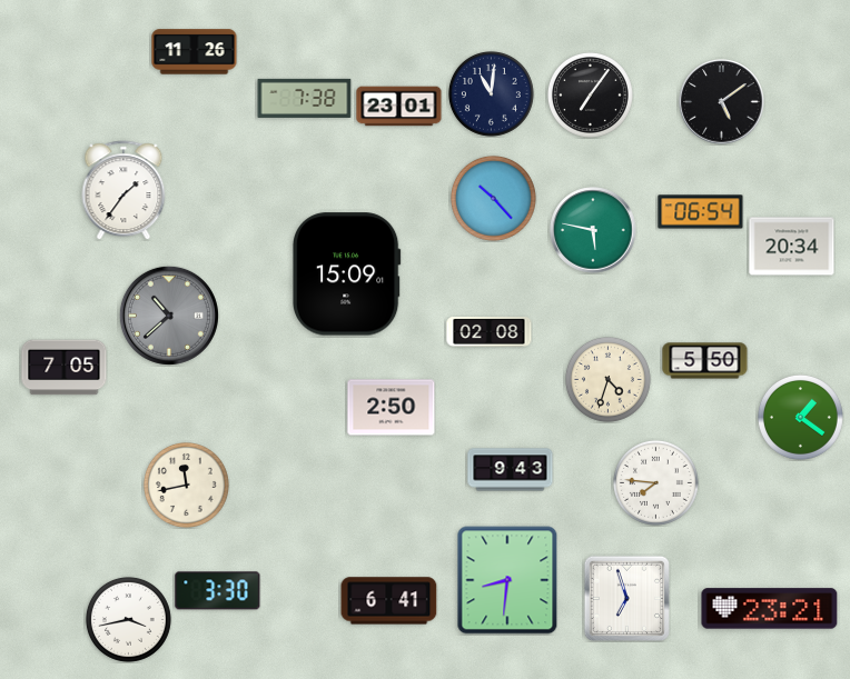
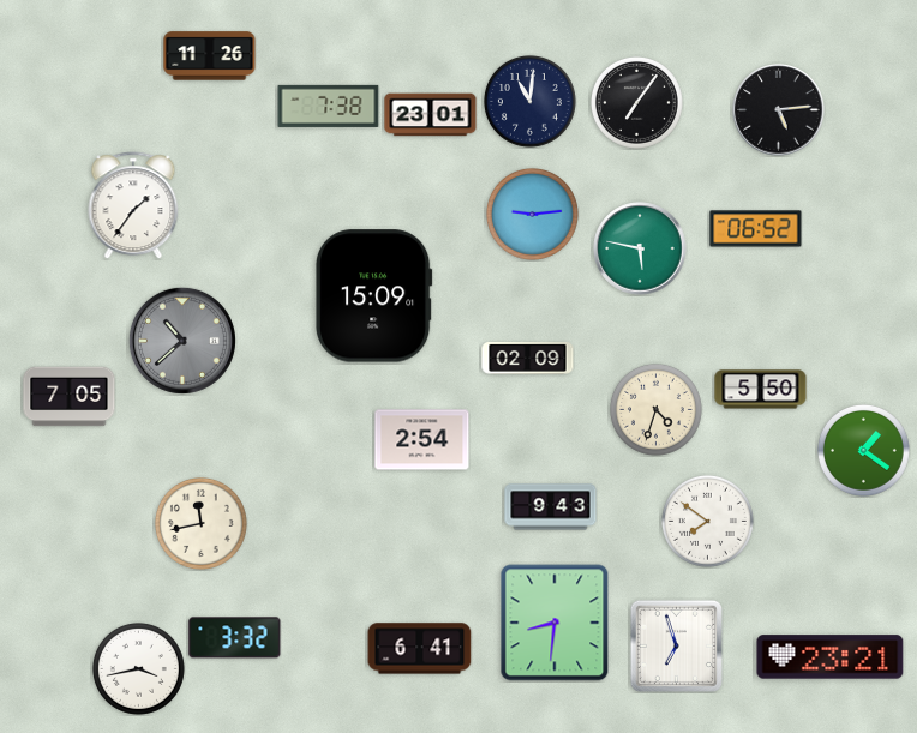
clock at (722, 102): 5:09 -> 5:14
clock at (493, 198): 10:23 -> 9:14
clock at (701, 212): 06:54 -> 06:52
clock at (792, 247): 20:34 -> none
clock at (490, 331): 02:08 -> 02:09
clock at (392, 408): 2:50 -> 2:54
clock at (655, 482): 7:46 -> 7:51
clock at (507, 580) position: (507, 580) -> (555, 623)
clock at (218, 591): 3:30 -> 3:32
